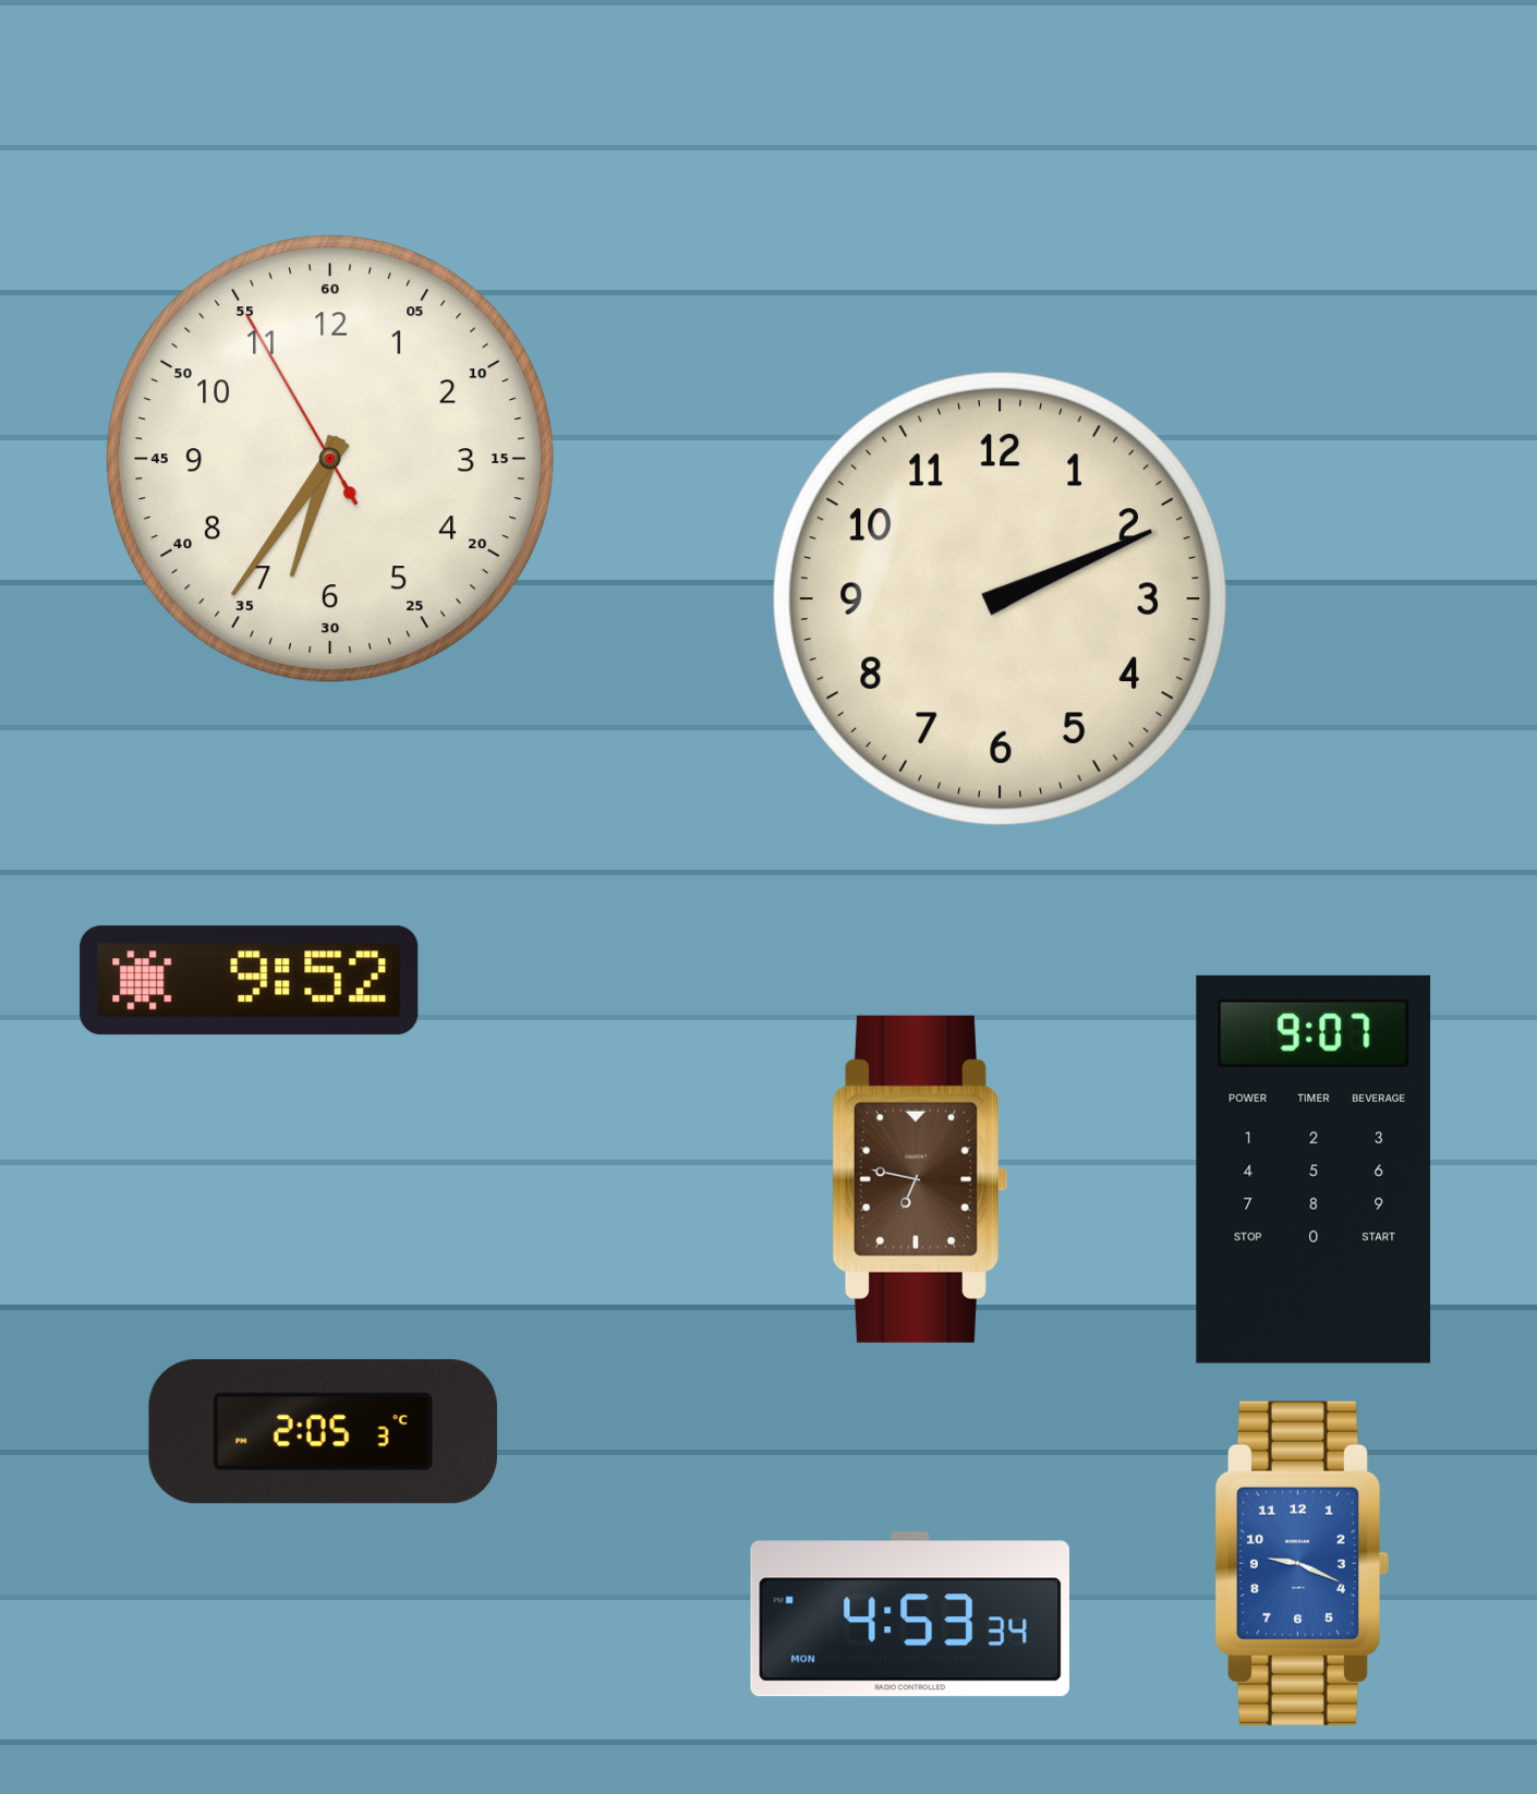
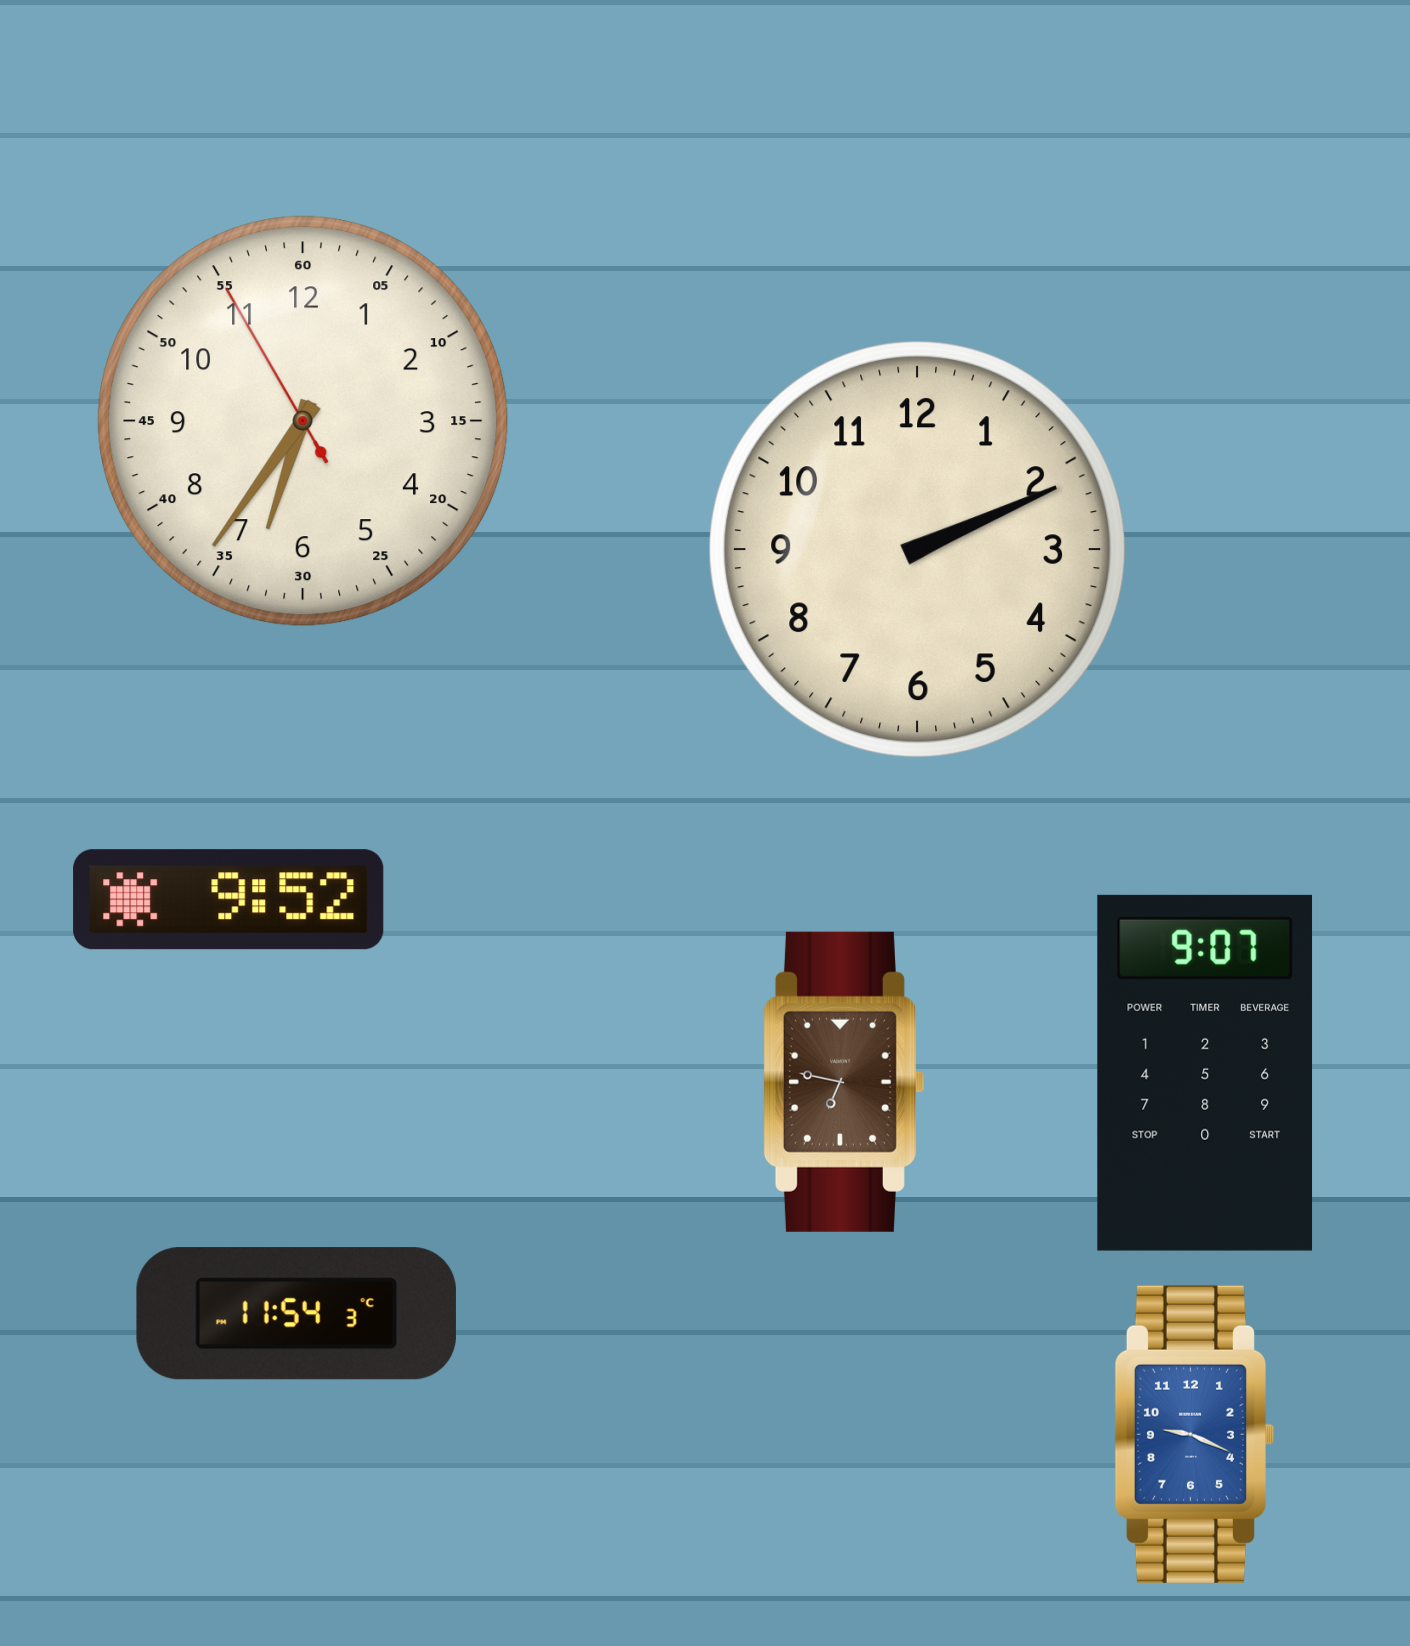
clock at (323, 1432): 2:05 -> 11:54
clock at (910, 1614): 4:53 -> none
